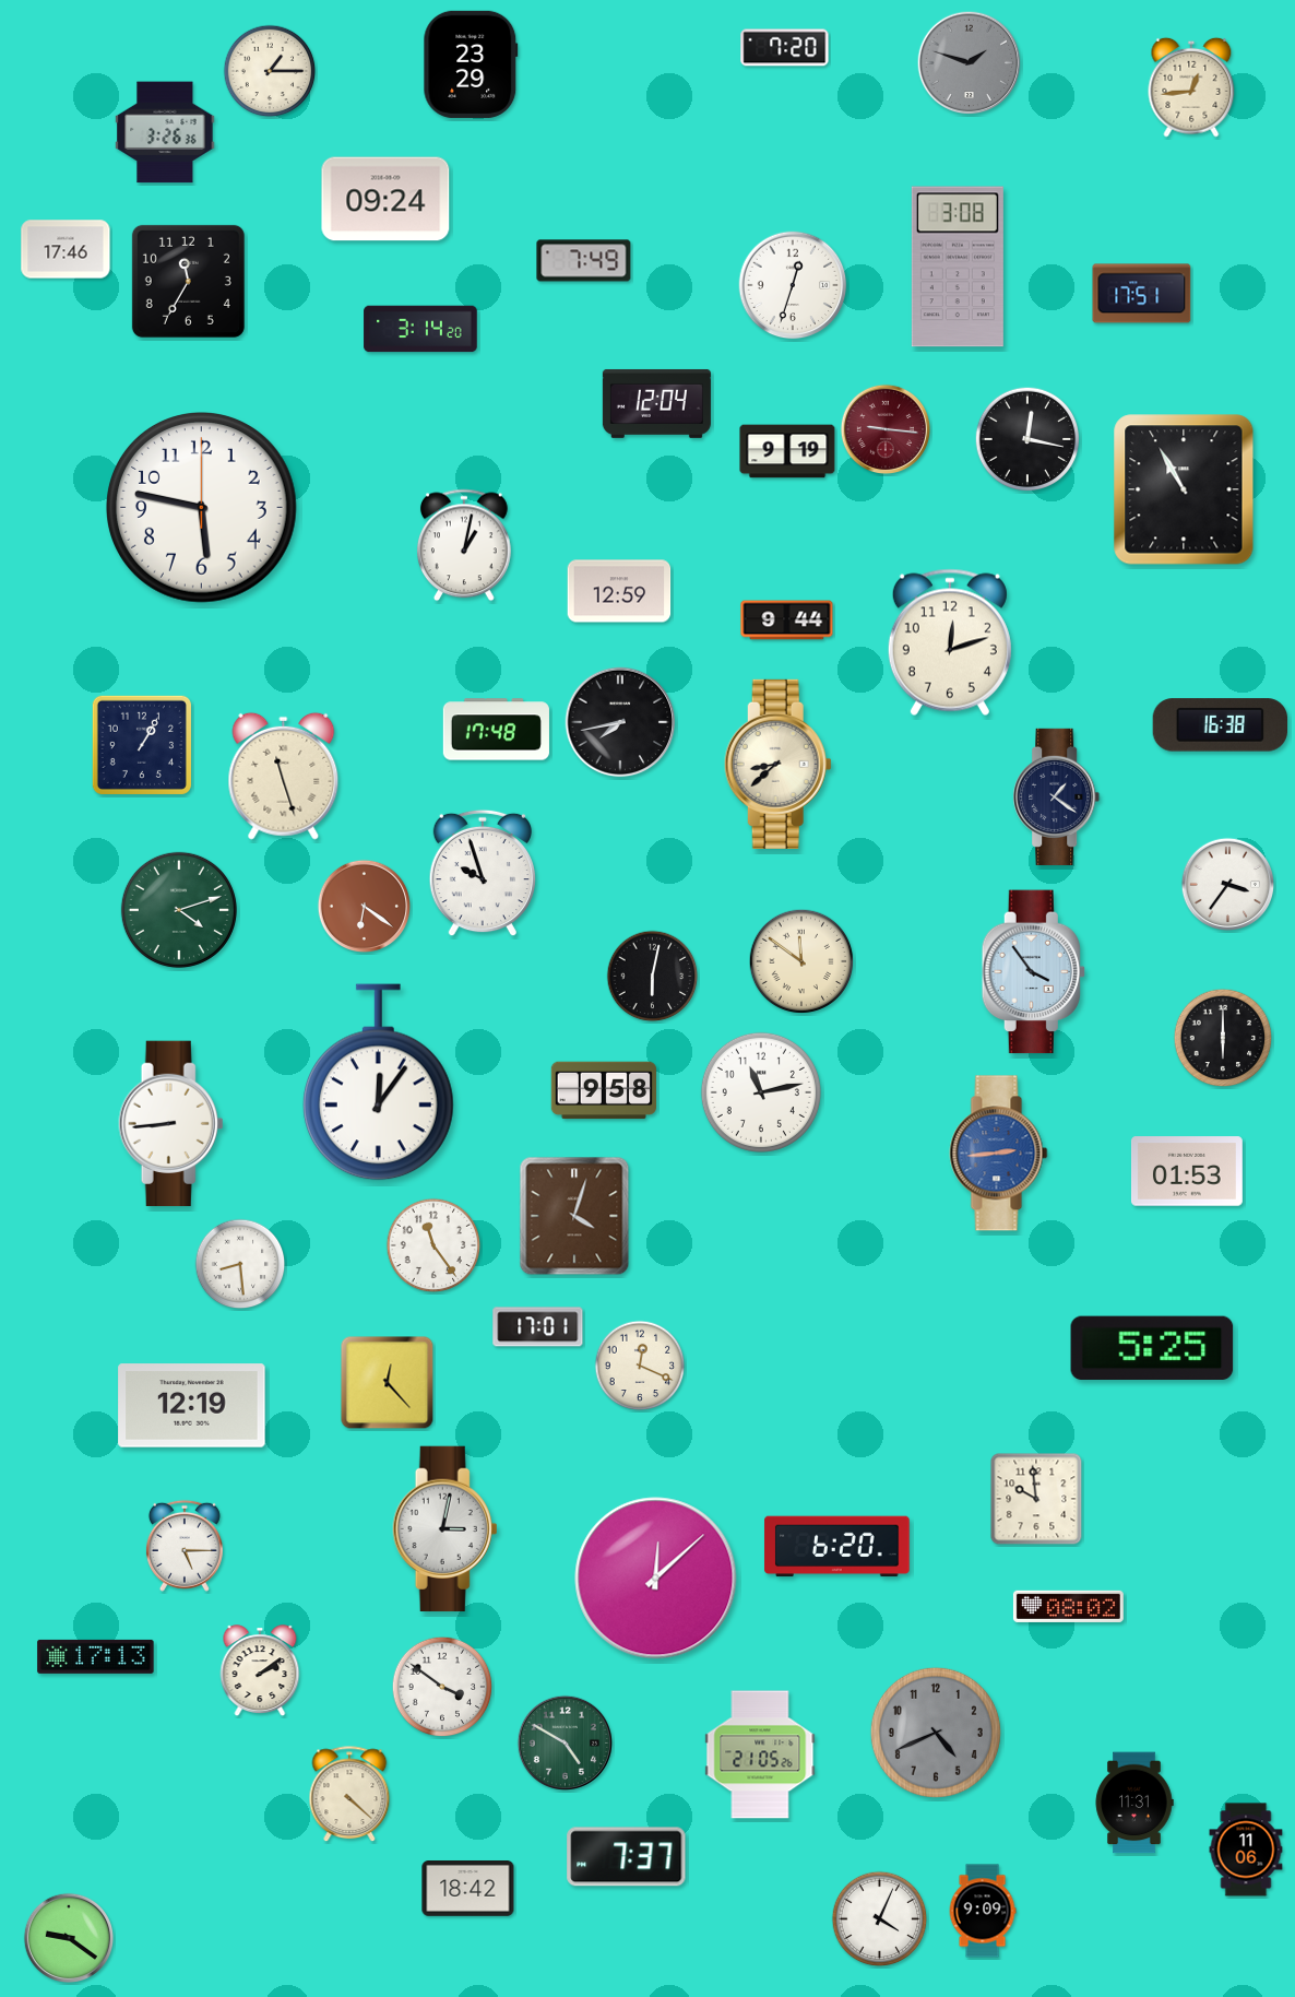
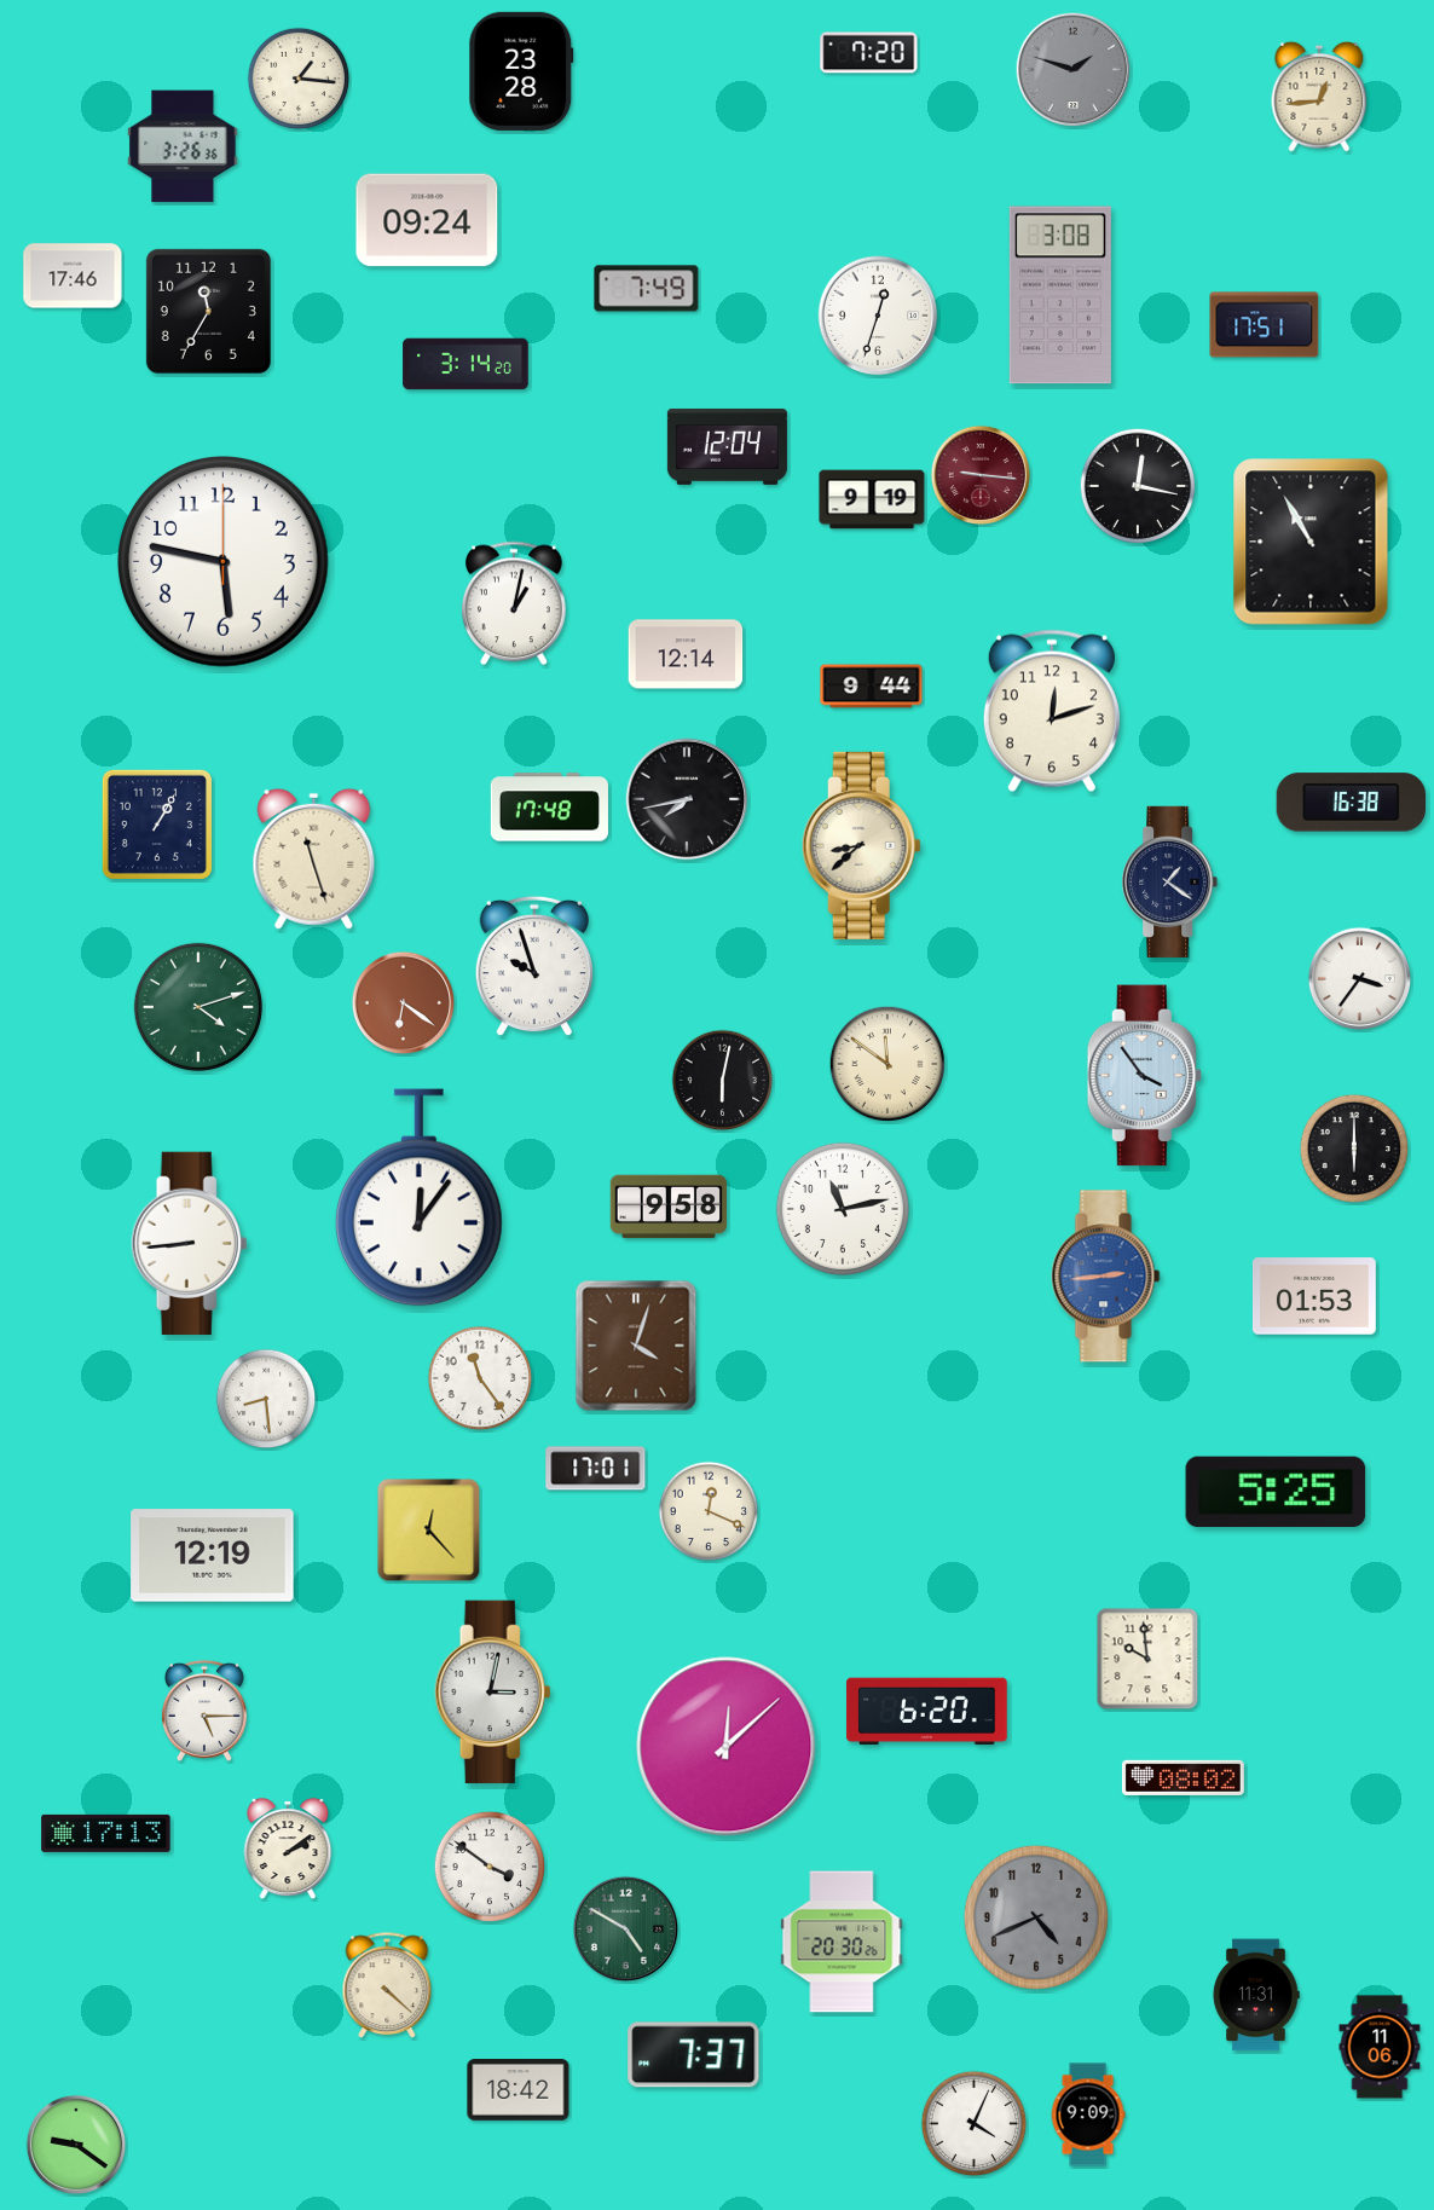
clock at (471, 64): 23:29 -> 23:28
clock at (270, 71): 1:15 -> 1:16
clock at (619, 591): 12:59 -> 12:14
clock at (760, 1754): 21:05 -> 20:30
